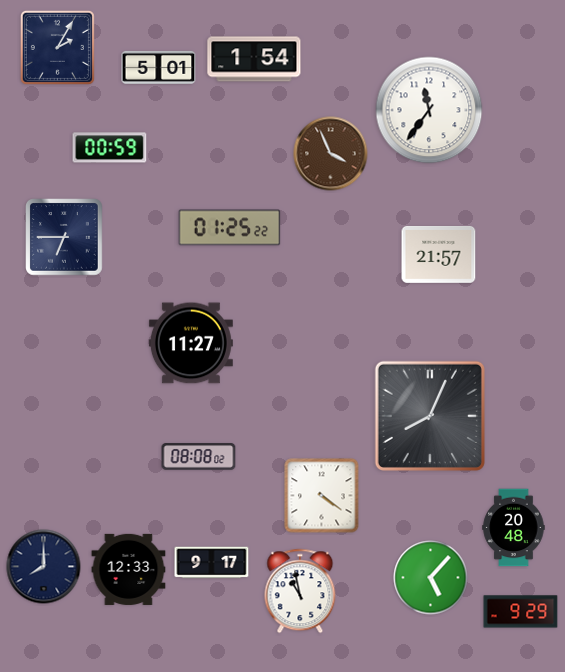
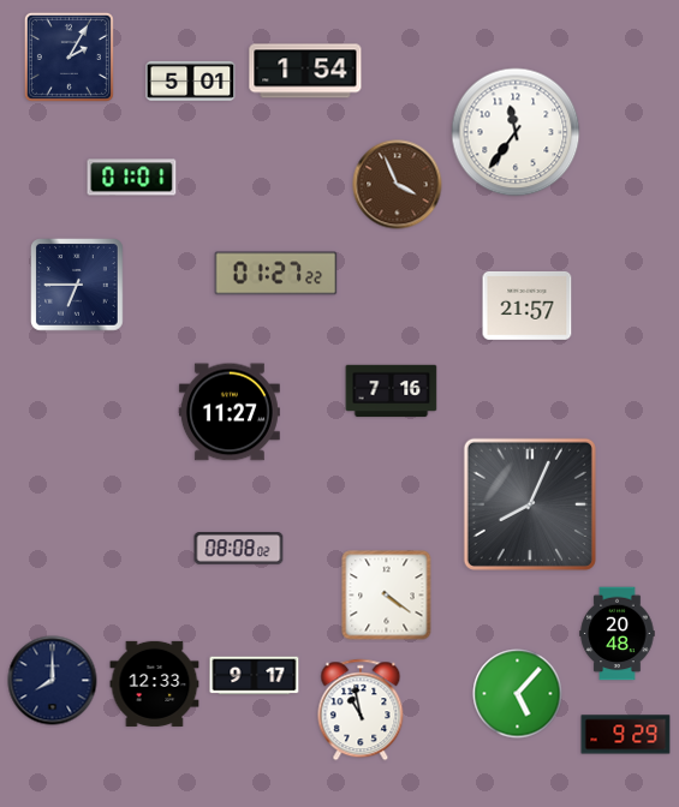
clock at (110, 148): 00:59 -> 01:01
clock at (230, 228): 01:25 -> 01:27
clock at (392, 391): none -> 7:16
clock at (430, 416) position: (430, 416) -> (530, 504)
